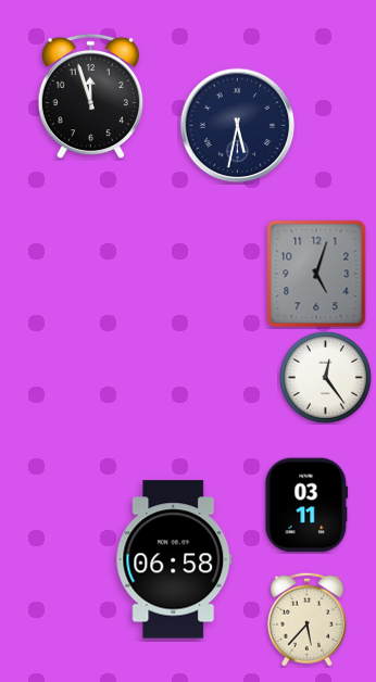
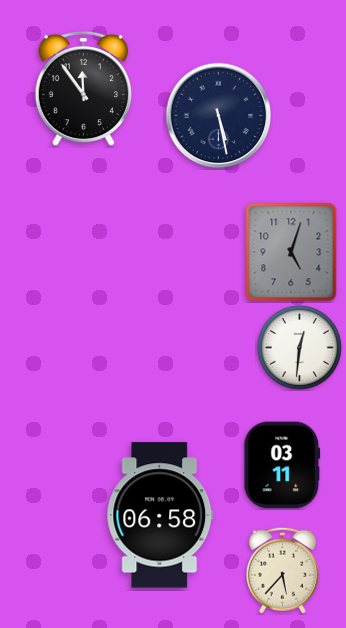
clock at (90, 97): 11:57 -> 11:54
clock at (238, 126): 5:32 -> 5:28
clock at (325, 377): 12:24 -> 12:31
